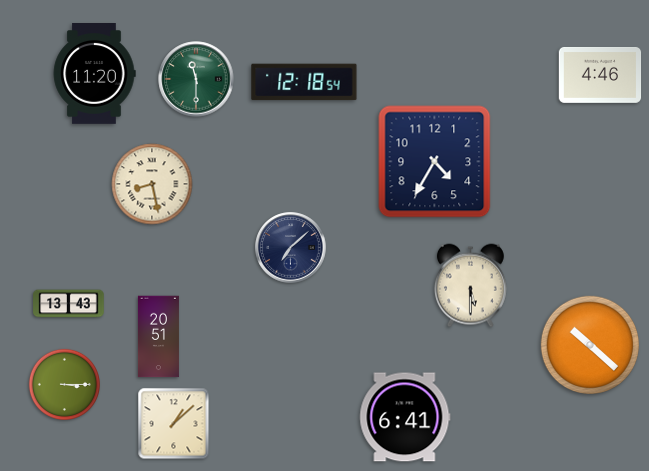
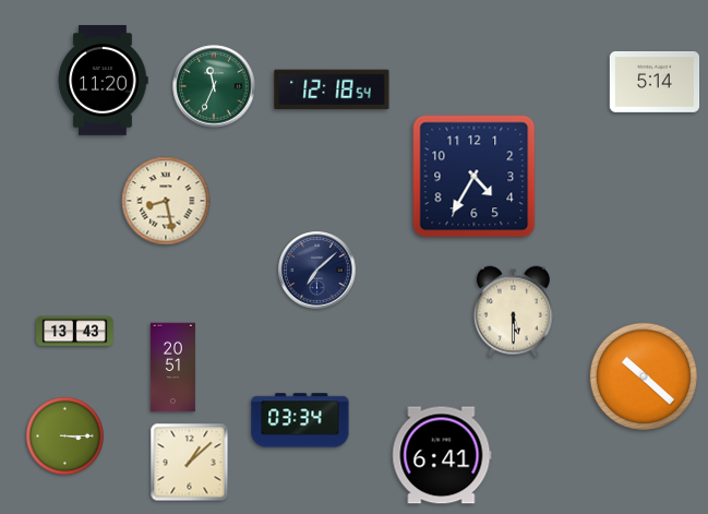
clock at (600, 75): 4:46 -> 5:14
clock at (196, 79): 11:30 -> 11:34
clock at (64, 384) position: (64, 384) -> (64, 435)
clock at (300, 420): none -> 03:34
